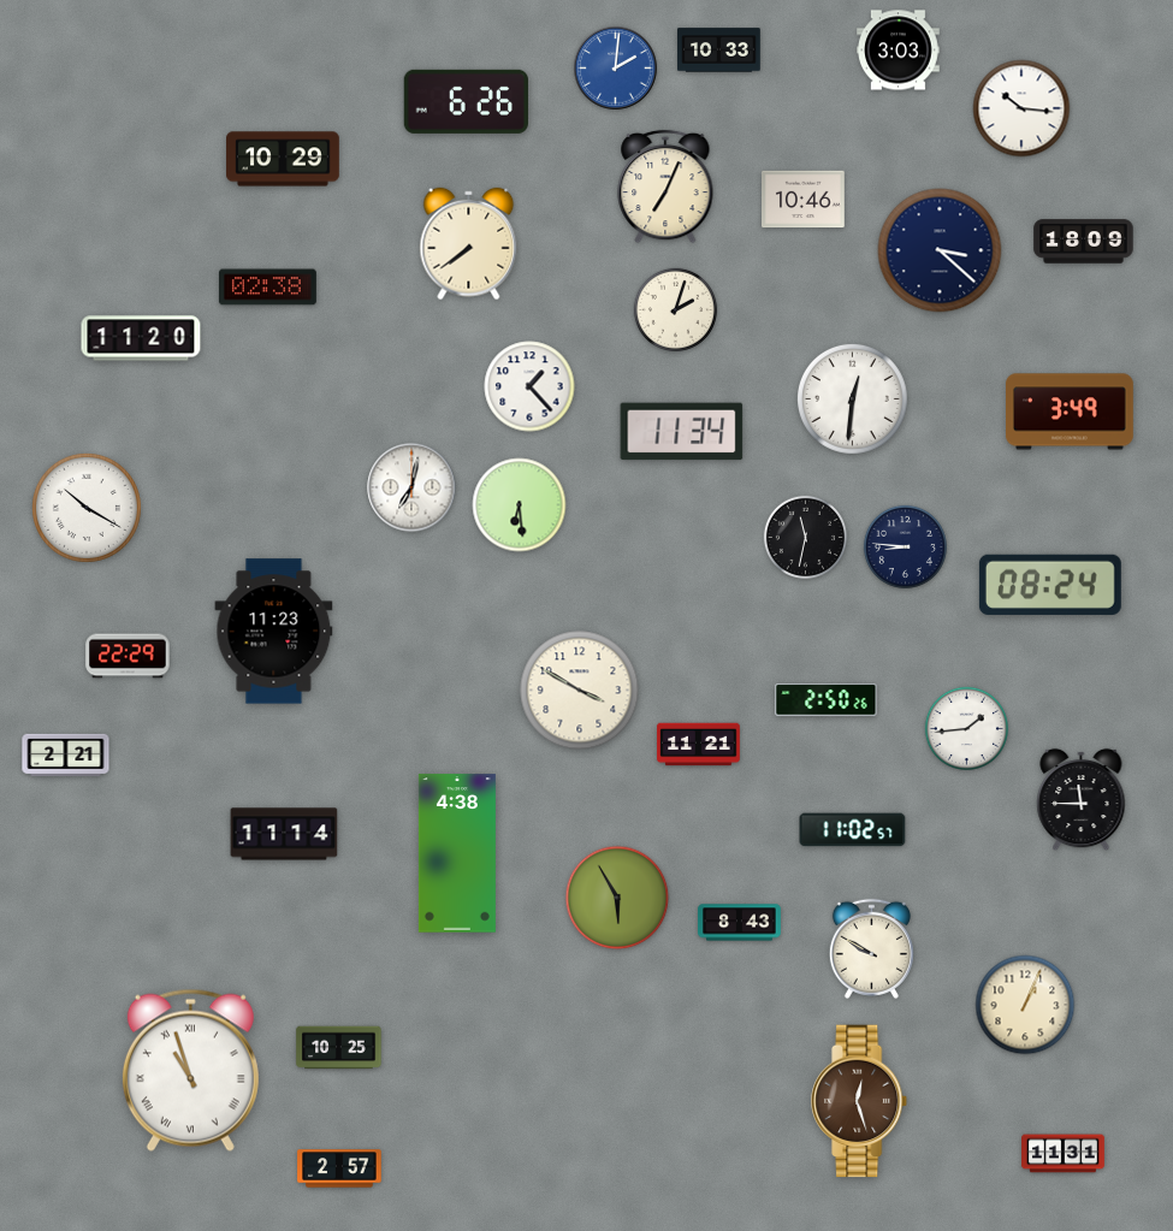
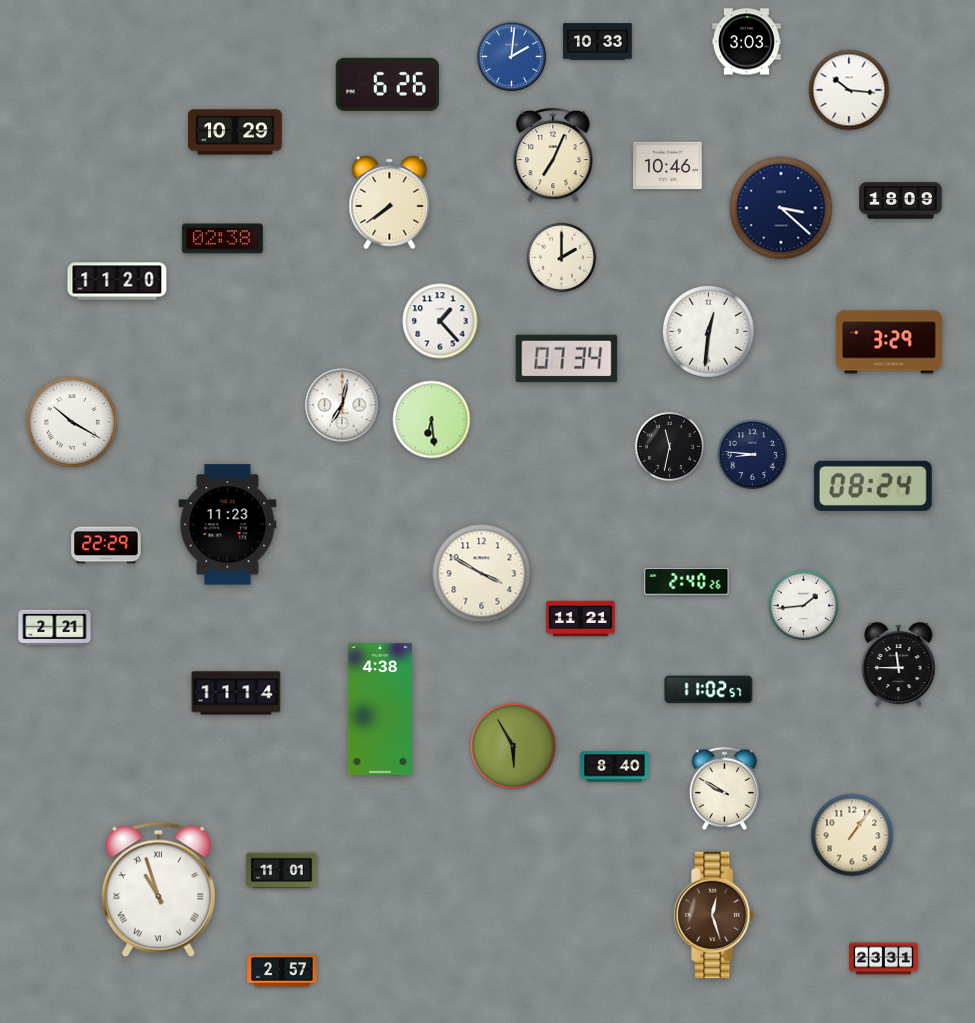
clock at (675, 309): 2:03 -> 2:00
clock at (1071, 412): 3:49 -> 3:29
clock at (682, 432): 11:34 -> 07:34
clock at (827, 700): 2:50 -> 2:40
clock at (740, 923): 8:43 -> 8:40
clock at (1025, 1005): 1:04 -> 1:06
clock at (339, 1048): 10:25 -> 11:01
clock at (1064, 1154): 11:31 -> 23:31
